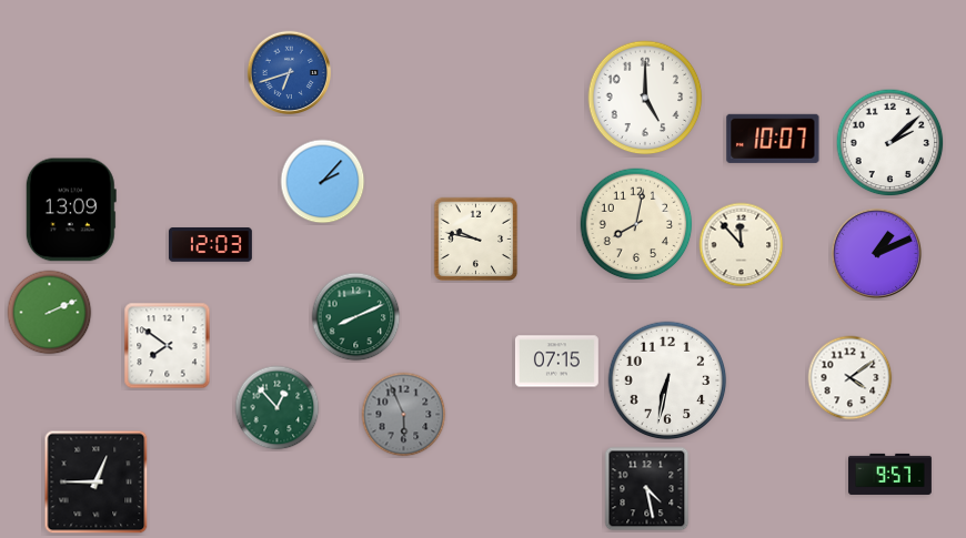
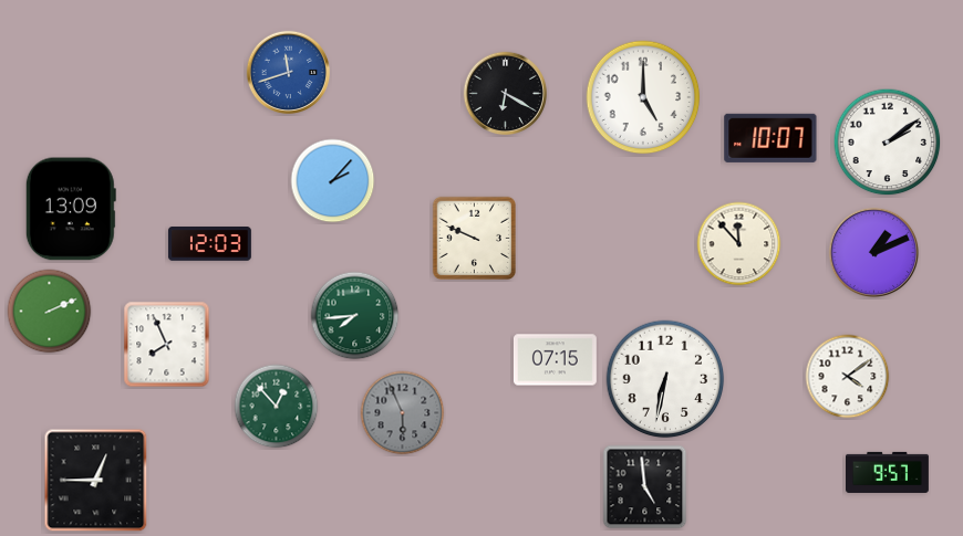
clock at (290, 73): 6:42 -> 11:42
clock at (506, 94): none -> 6:20
clock at (890, 143): 2:08 -> 2:09
clock at (323, 182) position: (323, 182) -> (333, 181)
clock at (636, 224): 8:02 -> none
clock at (476, 240): 9:47 -> 9:49
clock at (356, 317): 8:11 -> 7:44
clock at (168, 346): 7:51 -> 7:56
clock at (647, 489): 4:28 -> 4:59
